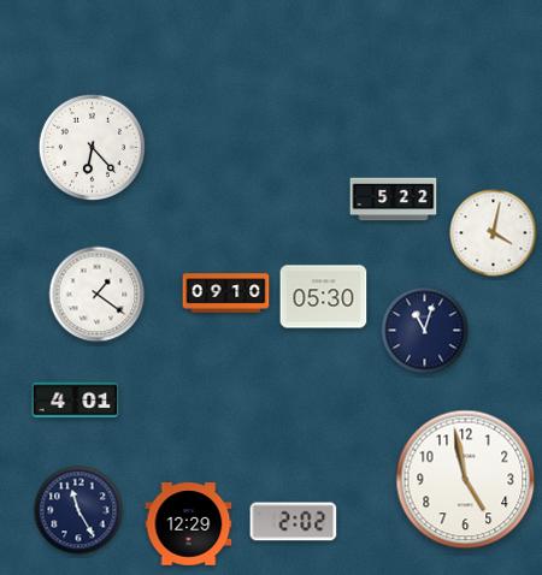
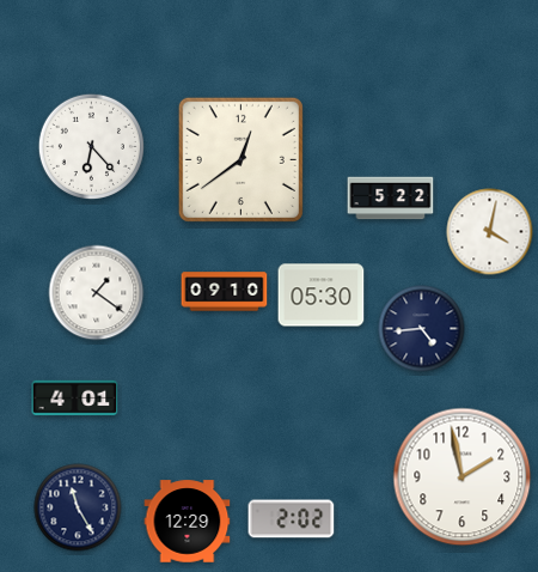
clock at (240, 159): none -> 12:39
clock at (425, 331): 11:03 -> 4:44
clock at (466, 480): 4:58 -> 1:58
